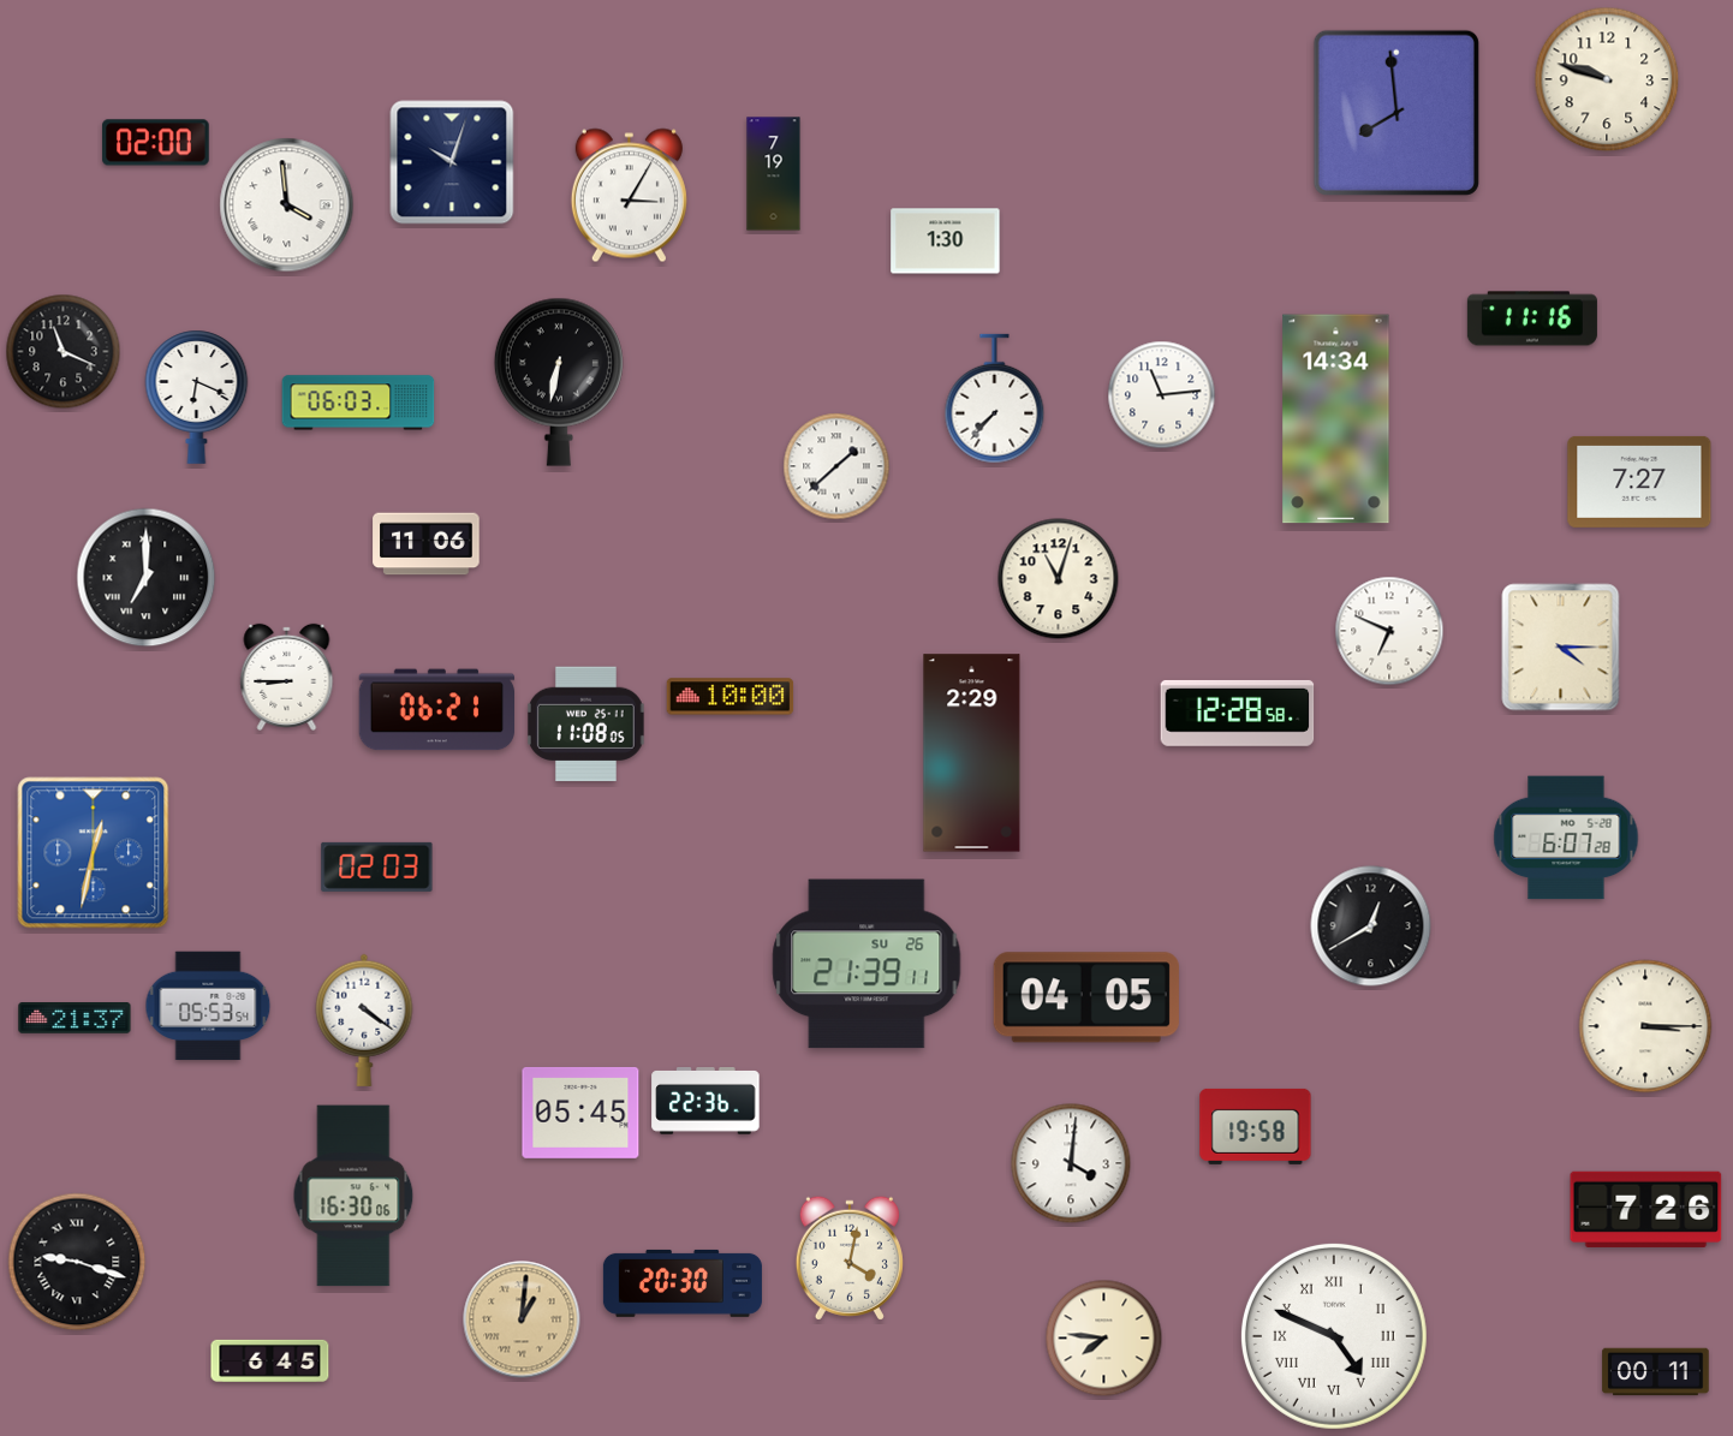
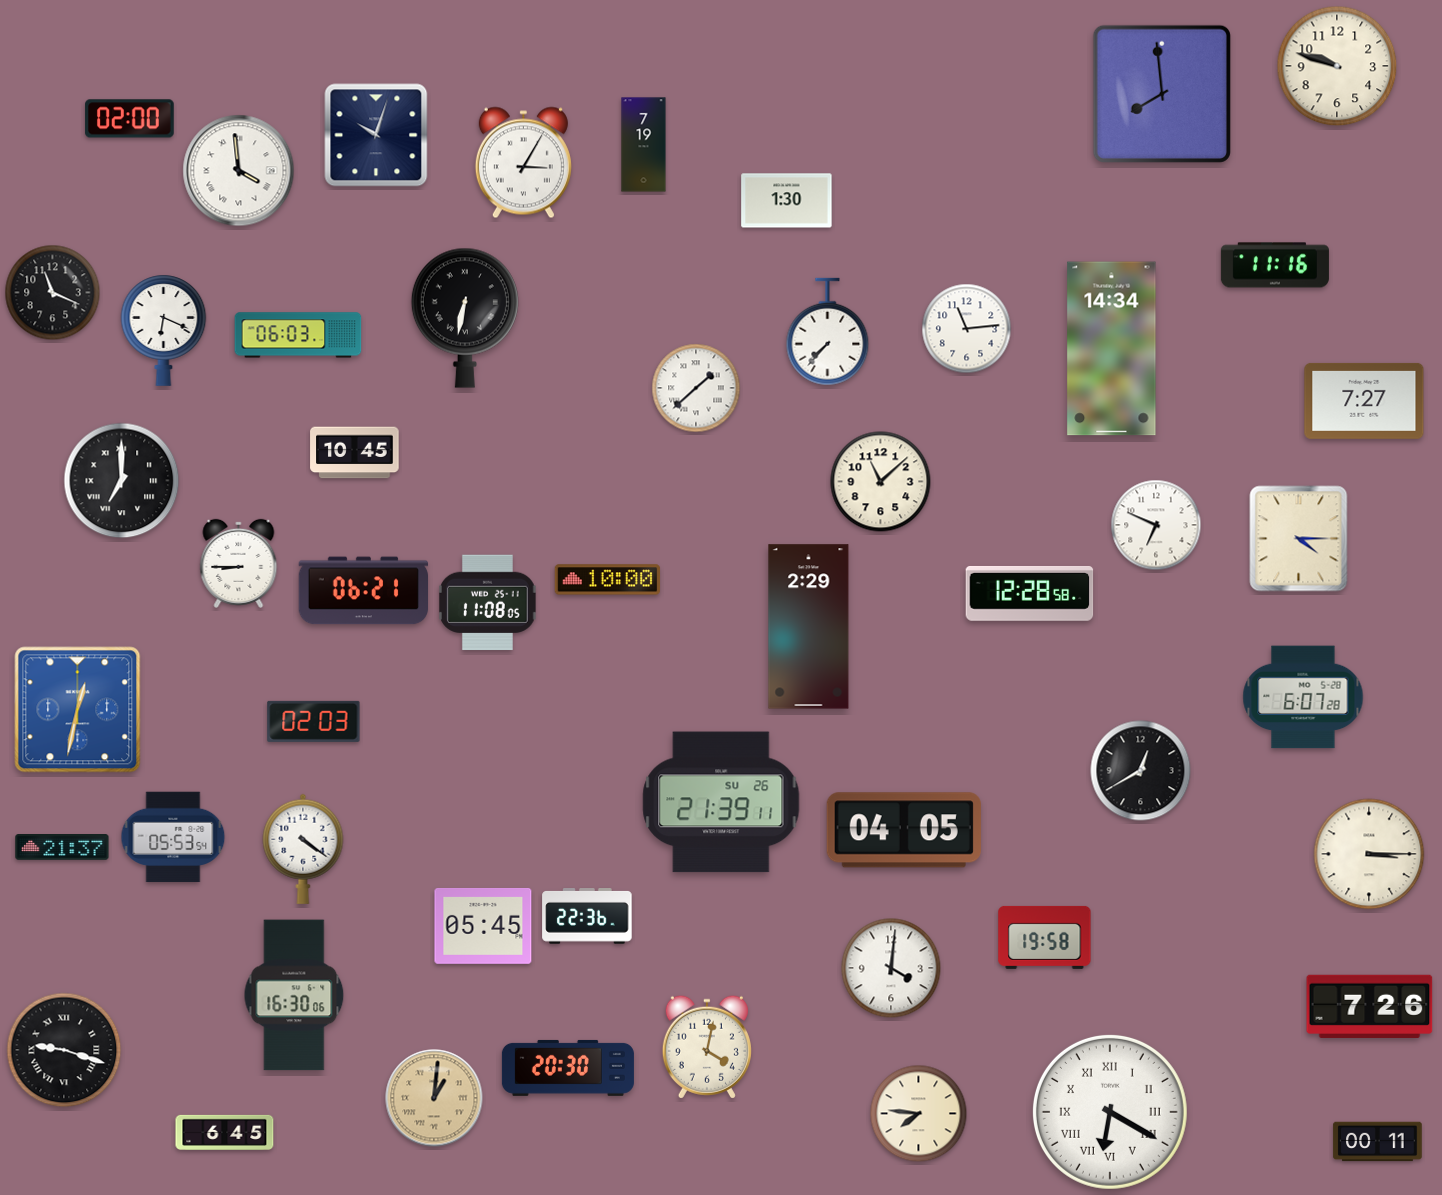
clock at (427, 544): 11:06 -> 10:45
clock at (1059, 579): 11:03 -> 11:08
clock at (1334, 1336): 4:49 -> 6:20
